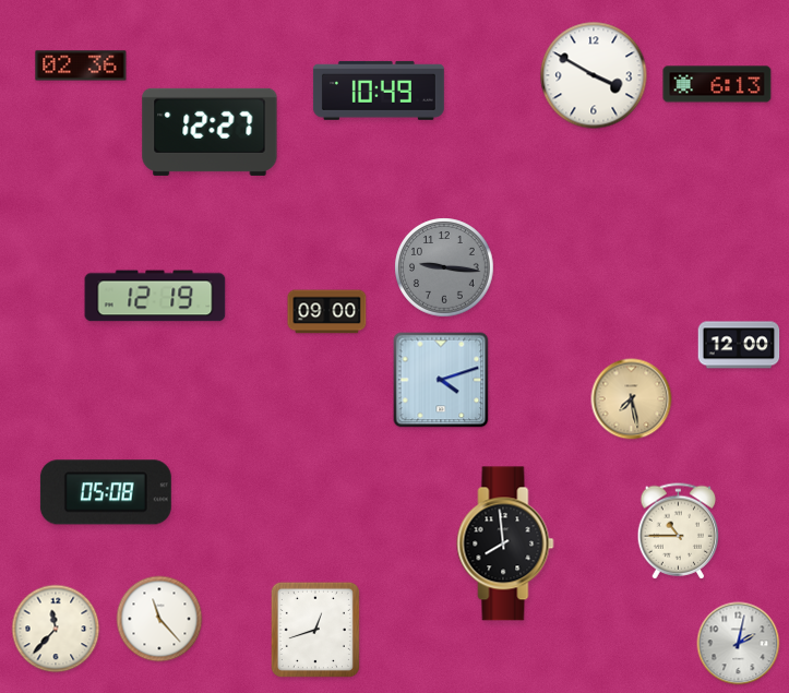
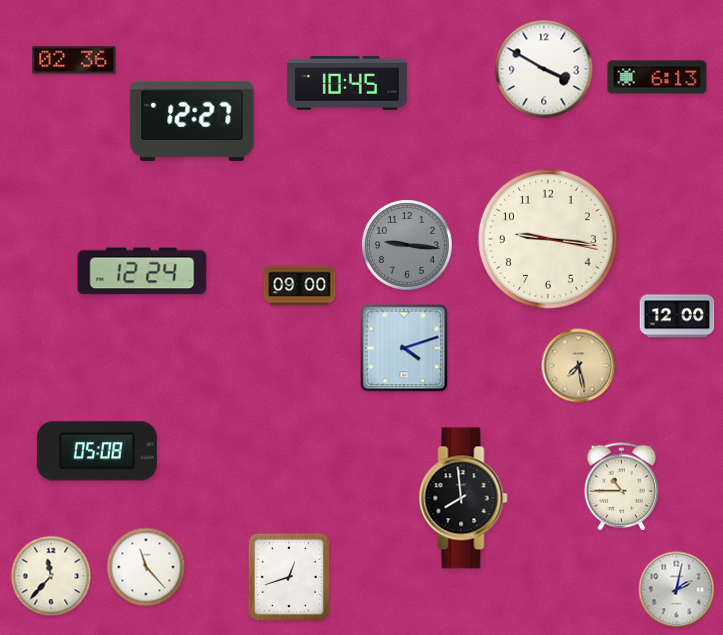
clock at (379, 91): 10:49 -> 10:45
clock at (548, 239): none -> 9:16
clock at (155, 296): 12:19 -> 12:24
